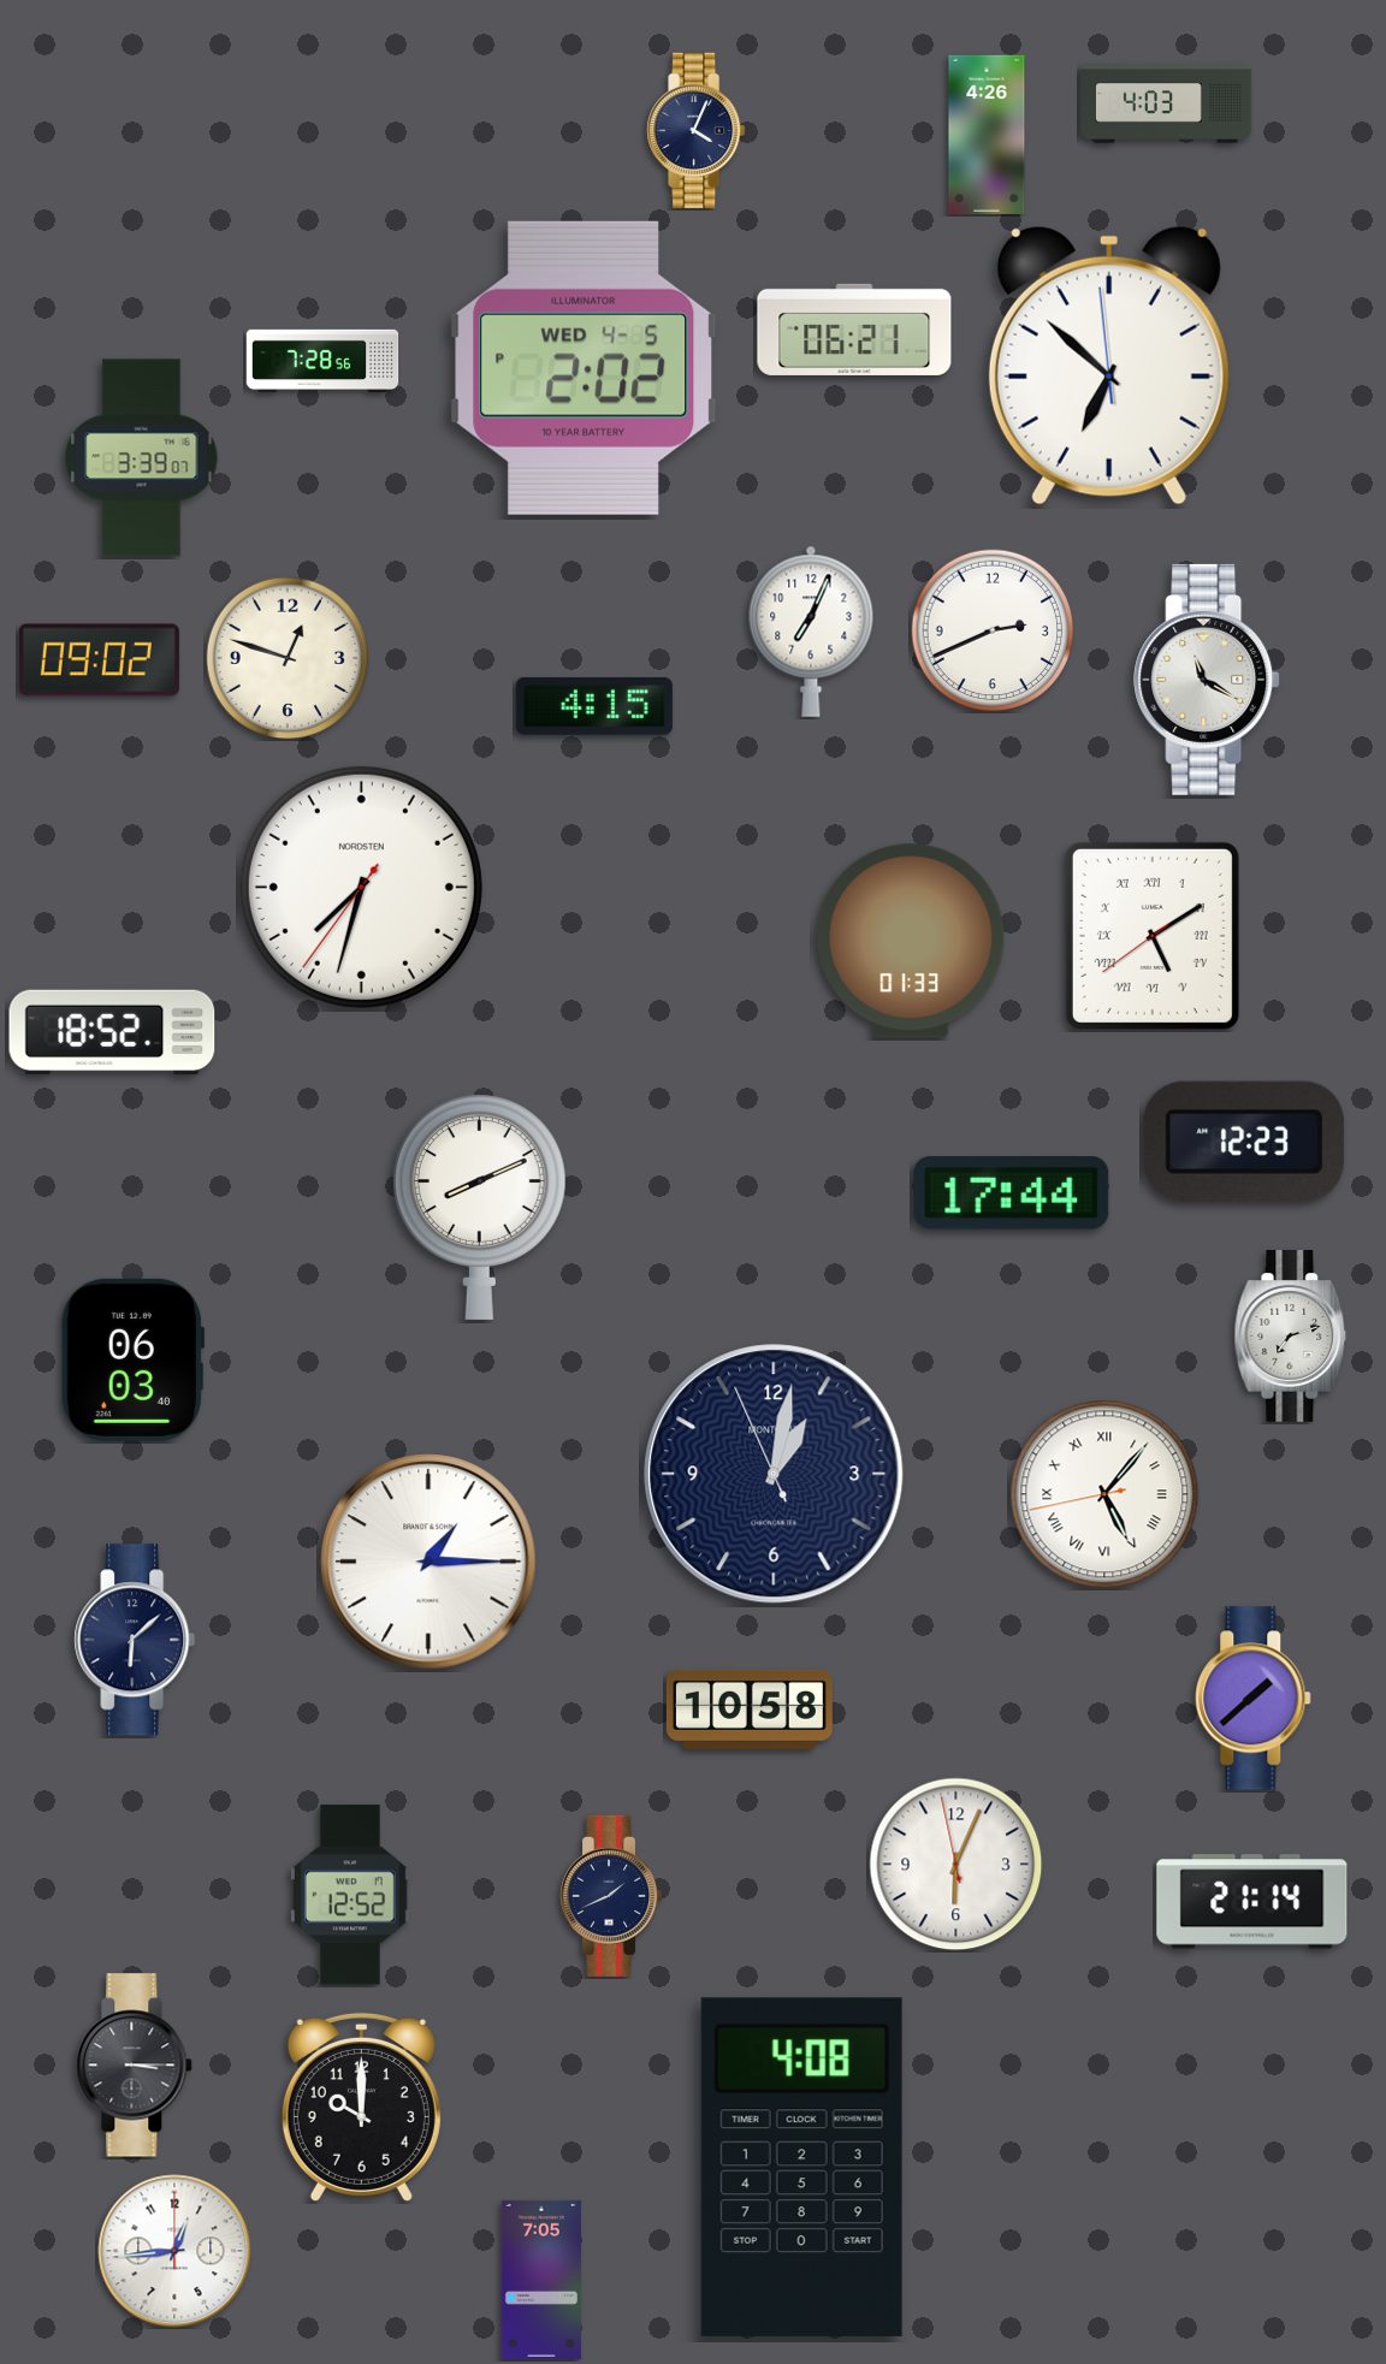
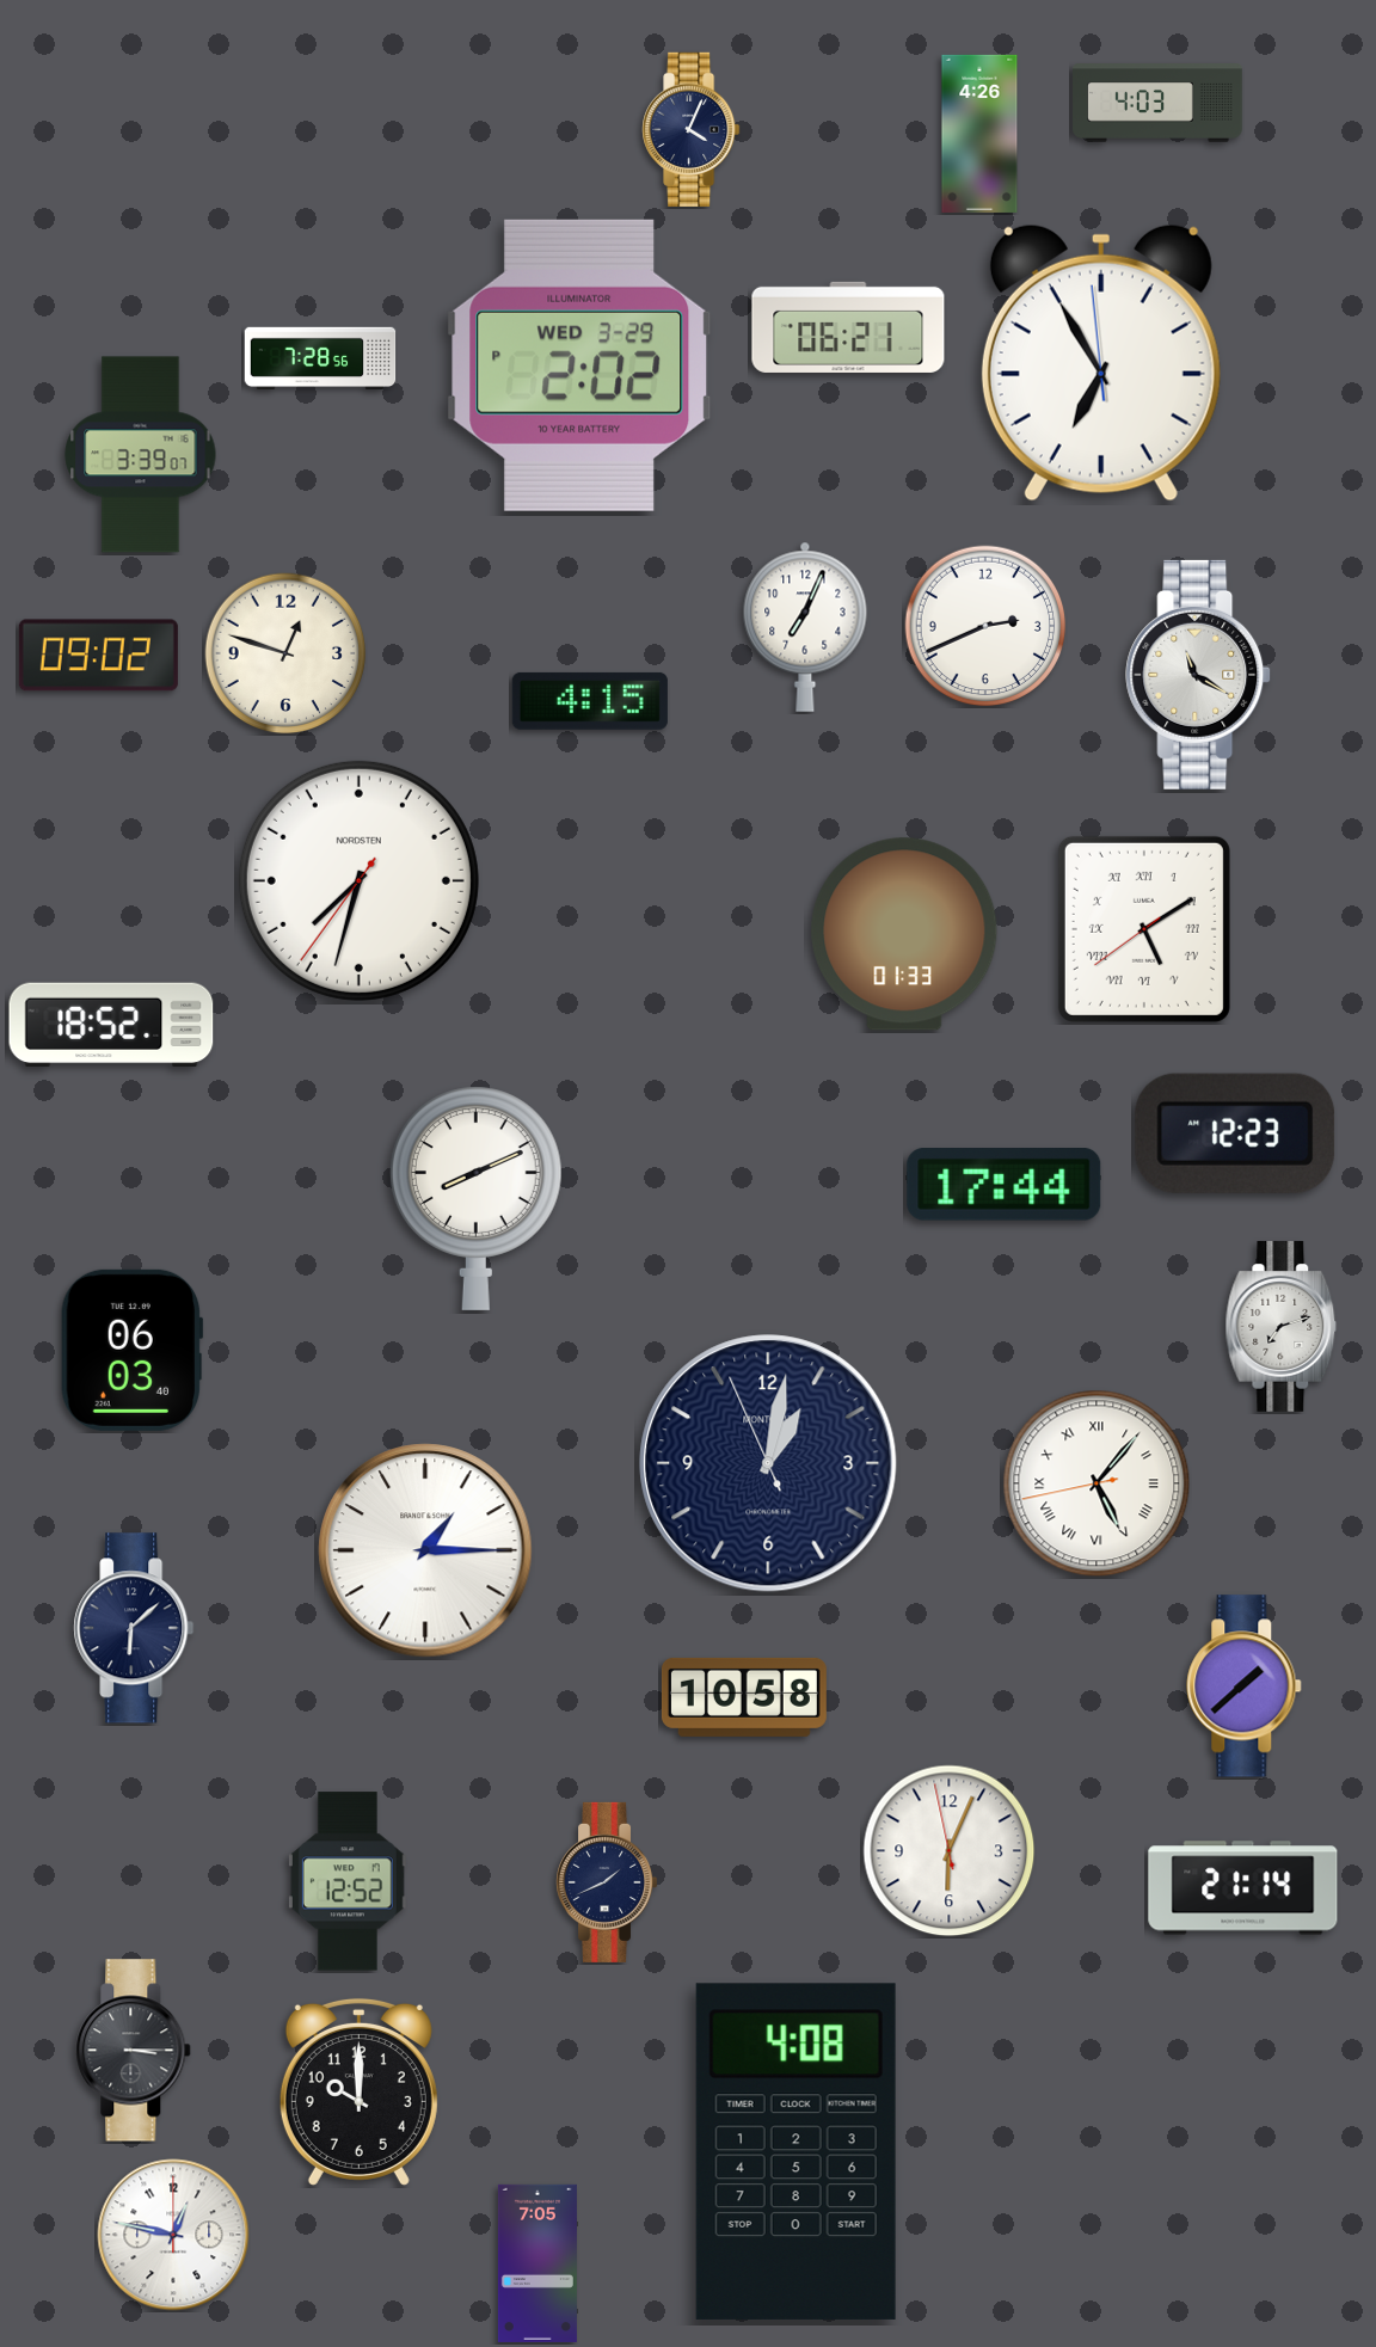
clock at (1109, 366): 6:51 -> 6:54
clock at (584, 368) date: WED 4-5 -> WED 3-29
clock at (174, 2251): 12:44 -> 12:47
